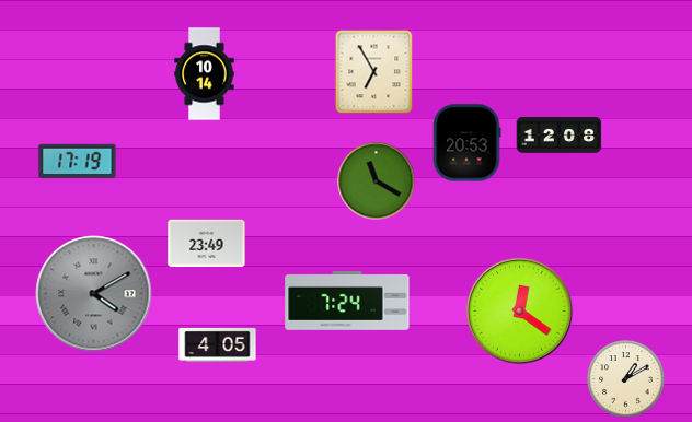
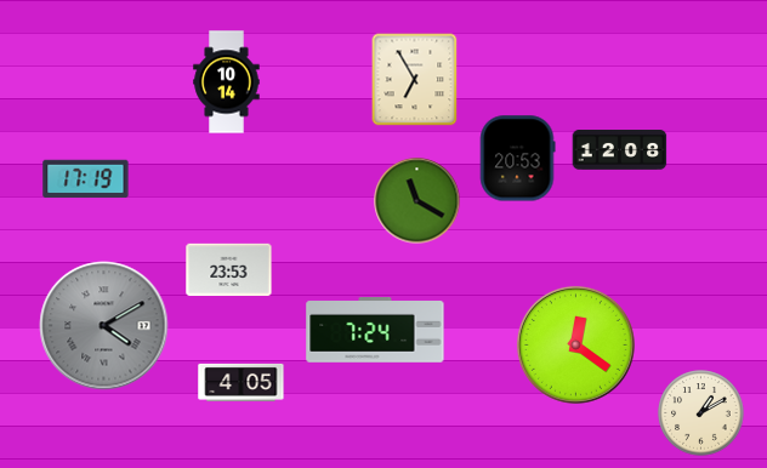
clock at (207, 243): 23:49 -> 23:53
clock at (347, 302) position: (347, 302) -> (375, 331)
clock at (626, 379) position: (626, 379) -> (701, 413)
